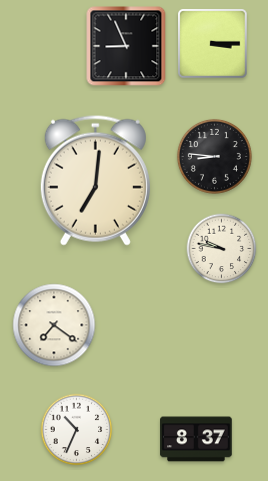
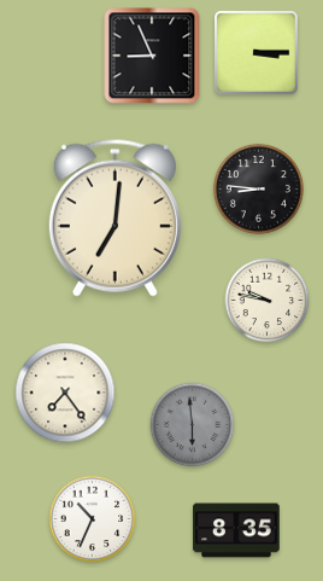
clock at (54, 325): 7:21 -> 7:24
clock at (193, 425): none -> 5:59
clock at (196, 439): 8:37 -> 8:35
